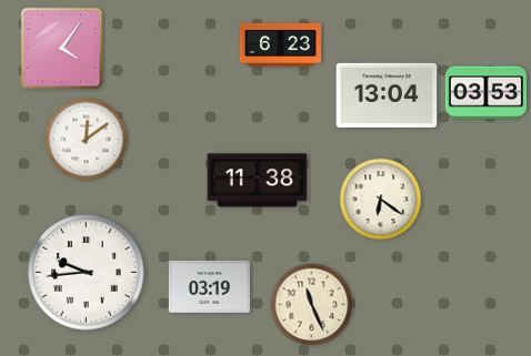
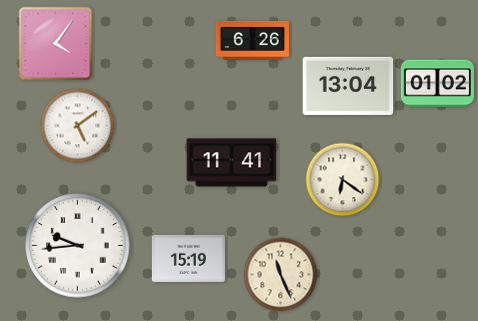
clock at (280, 44): 6:23 -> 6:26
clock at (485, 93): 03:53 -> 01:02
clock at (87, 140): 12:09 -> 5:09
clock at (258, 181): 11:38 -> 11:41
clock at (209, 286): 03:19 -> 15:19
